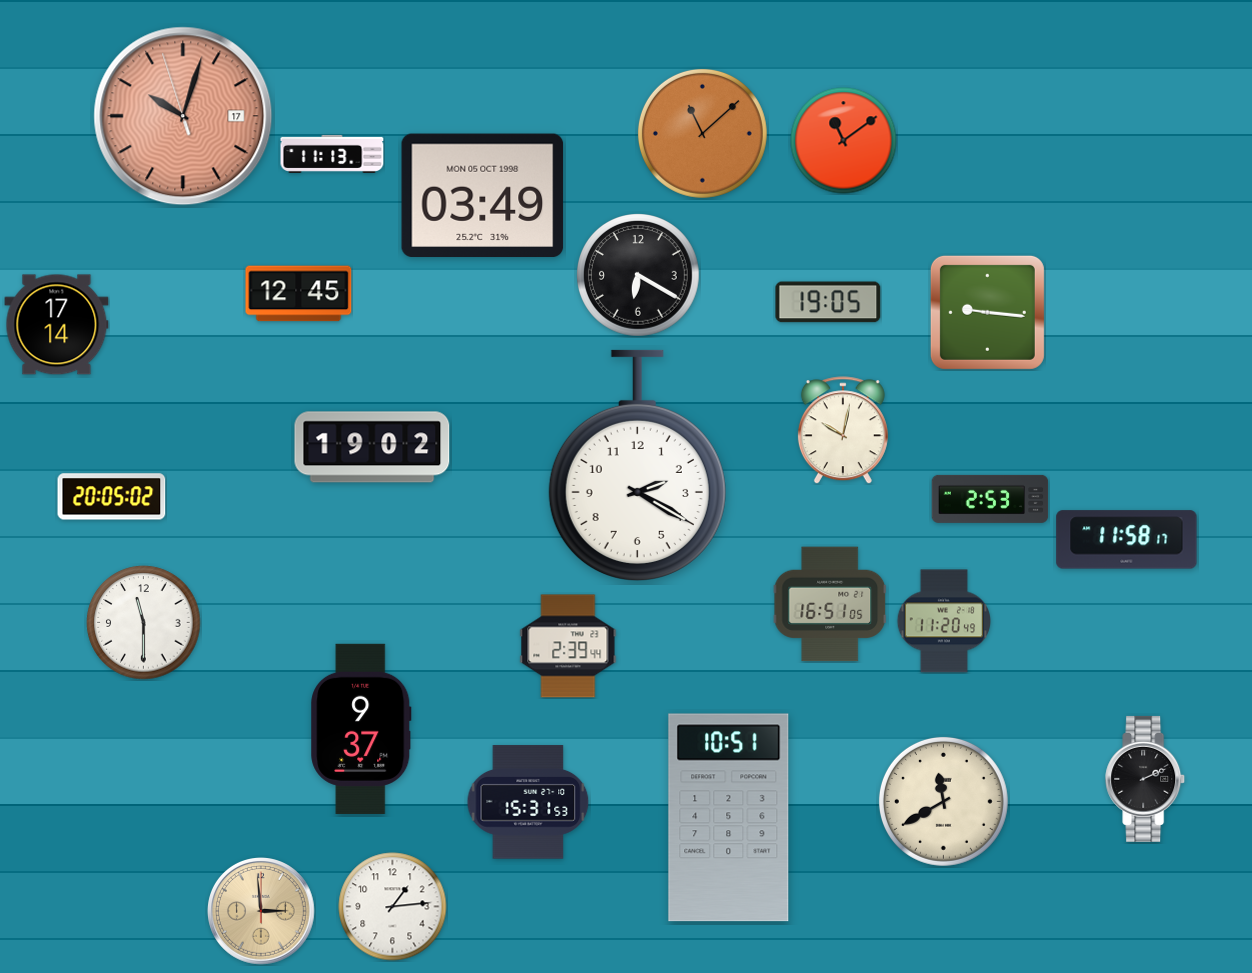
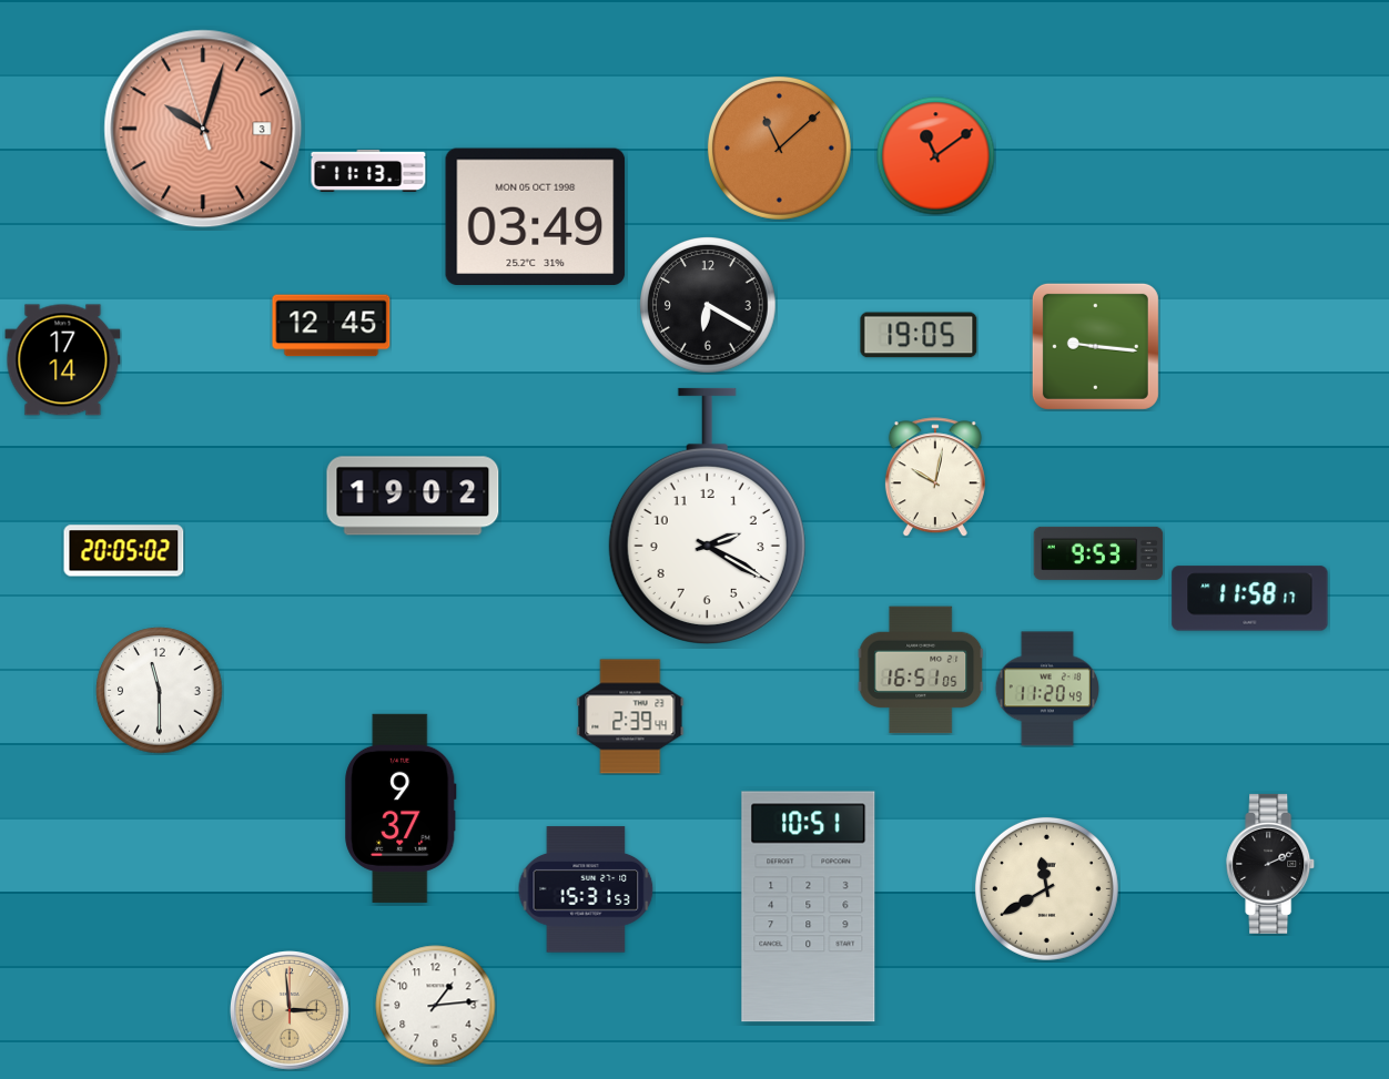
clock at (183, 116) date: 17 -> 3
clock at (990, 499): 2:53 -> 9:53
